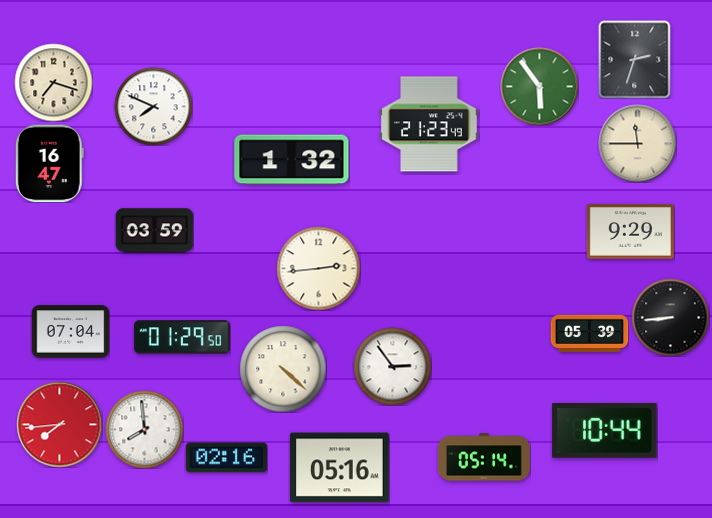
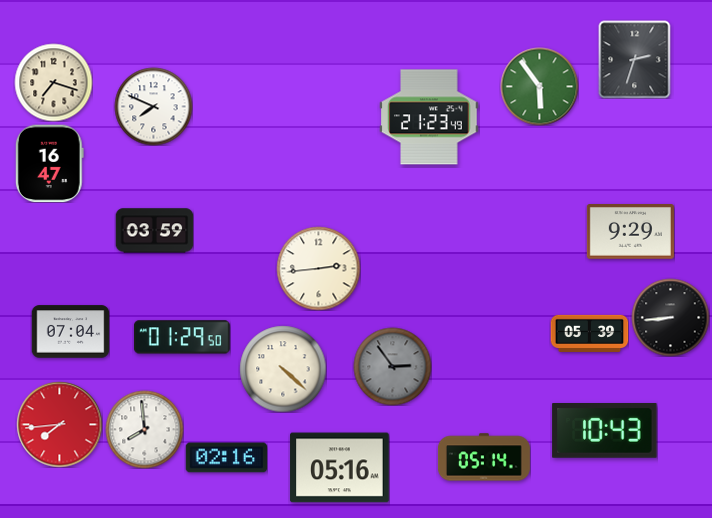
clock at (429, 124) position: (429, 124) -> (429, 117)
clock at (637, 143): 11:45 -> none
clock at (292, 160): 1:32 -> none
clock at (392, 366) dial: white -> grey
clock at (605, 431): 10:44 -> 10:43
